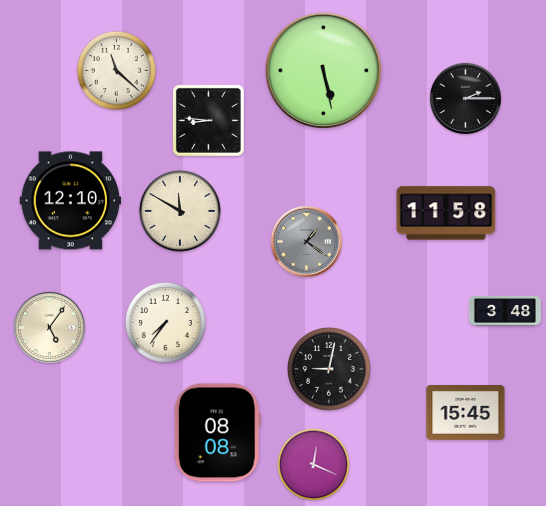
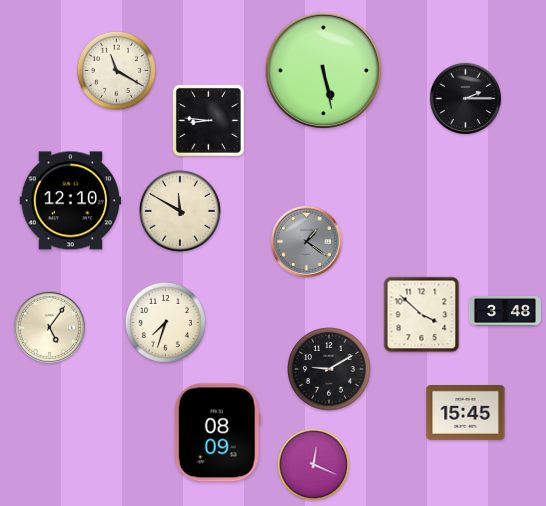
clock at (116, 70): 11:22 -> 11:20
clock at (446, 213): 11:58 -> none
clock at (422, 315): none -> 3:52
clock at (165, 322): 7:36 -> 7:33
clock at (330, 370): 9:02 -> 9:10
clock at (217, 433): 08:08 -> 08:09
